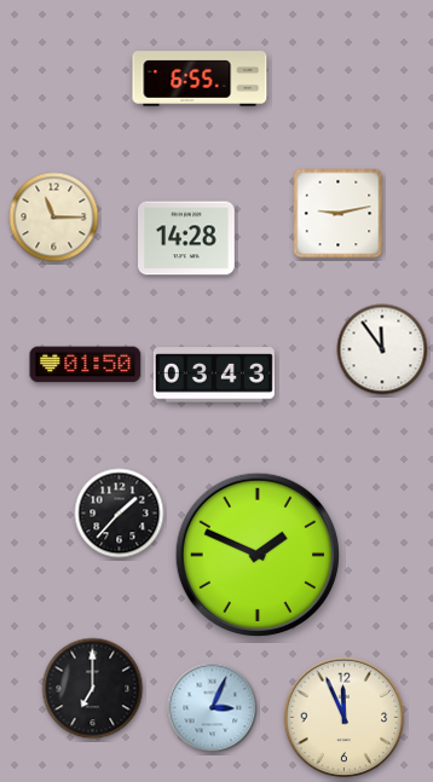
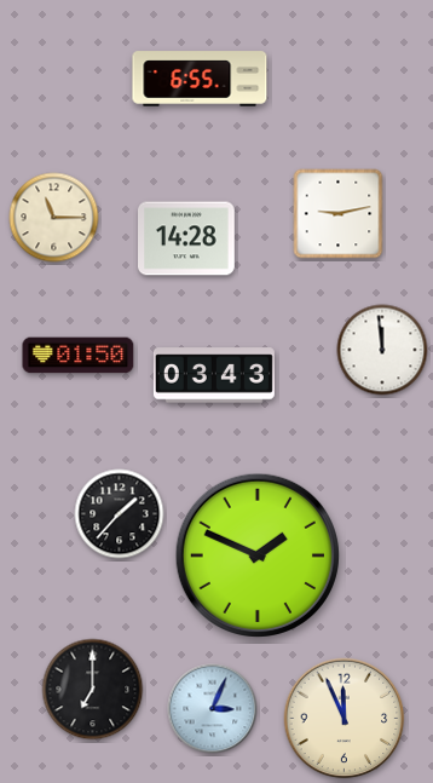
clock at (382, 349): 11:54 -> 11:59
clock at (86, 365) position: (86, 365) -> (79, 356)
